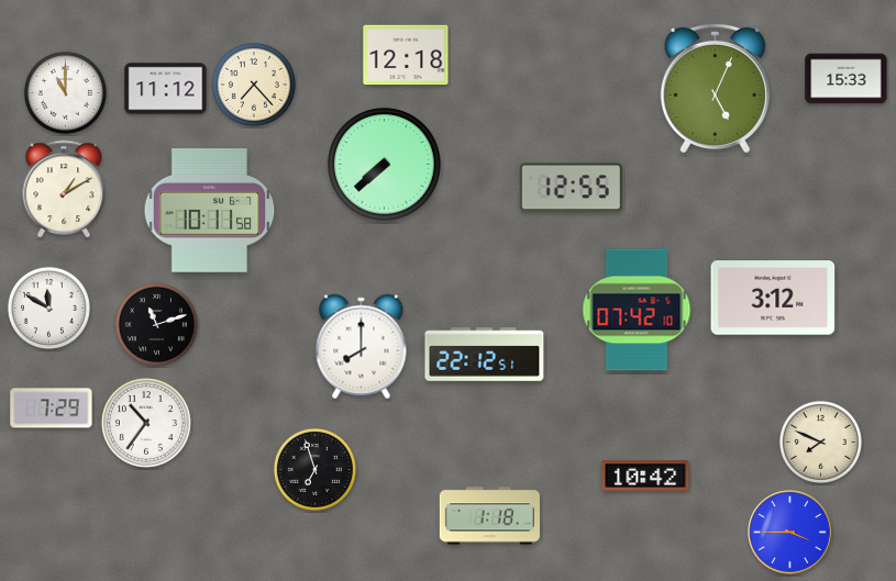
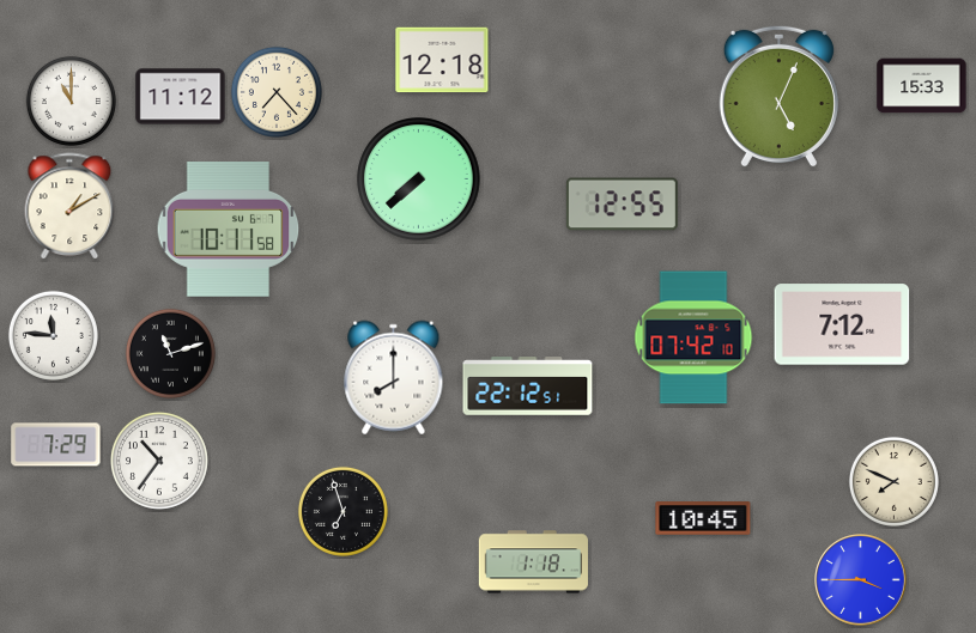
clock at (773, 298): 3:12 -> 7:12
clock at (48, 308): 11:50 -> 11:46
clock at (645, 476): 10:42 -> 10:45
